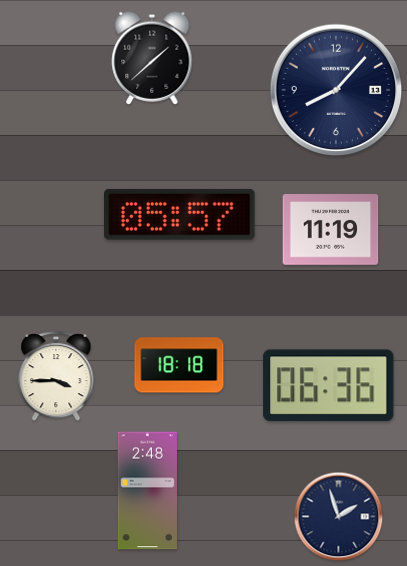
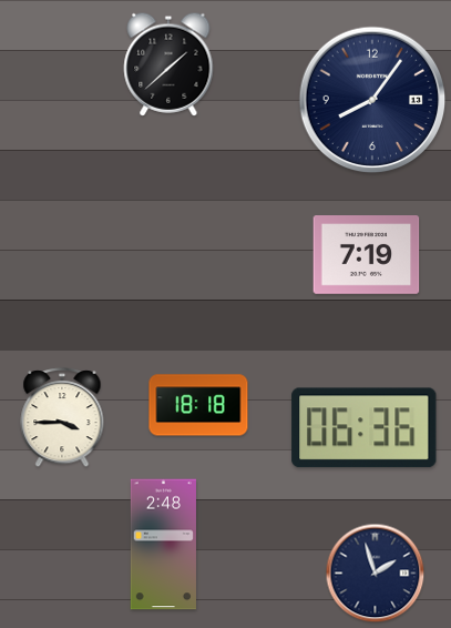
clock at (336, 90): 8:07 -> 8:06
clock at (180, 214): 05:57 -> none
clock at (331, 230): 11:19 -> 7:19
